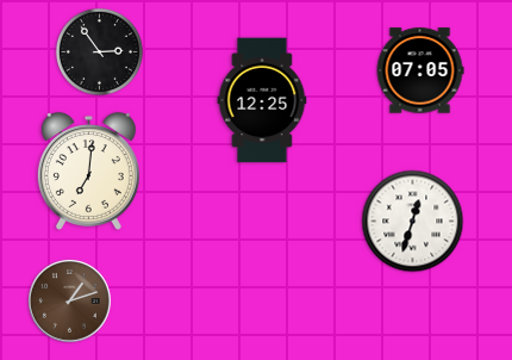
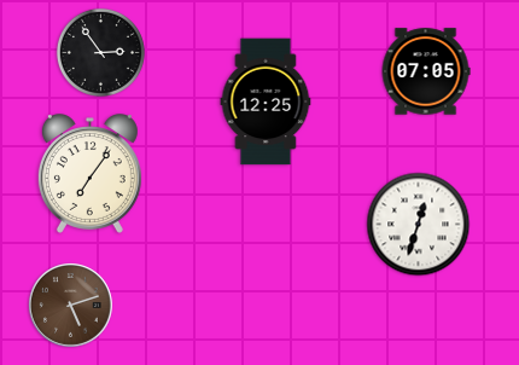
clock at (88, 172): 7:01 -> 7:06
clock at (69, 300): 1:12 -> 5:12
